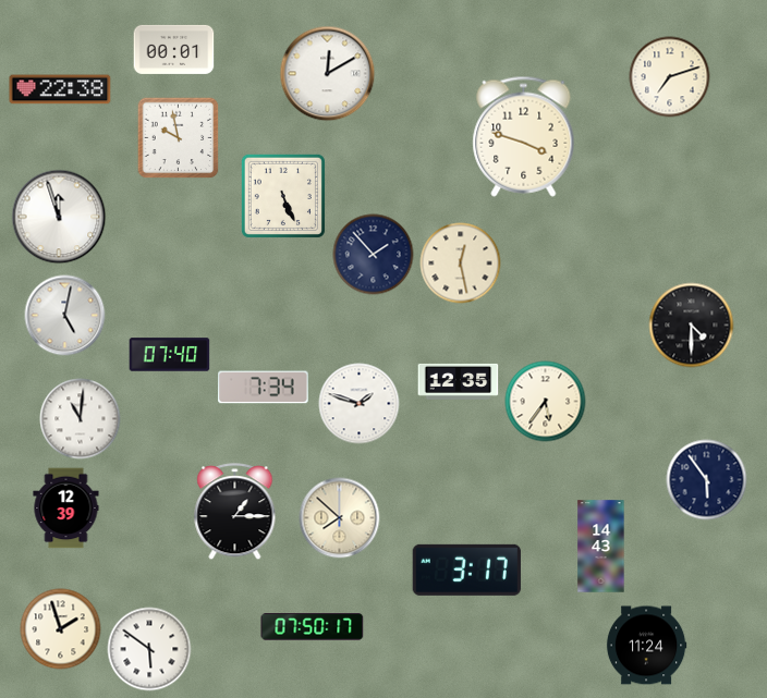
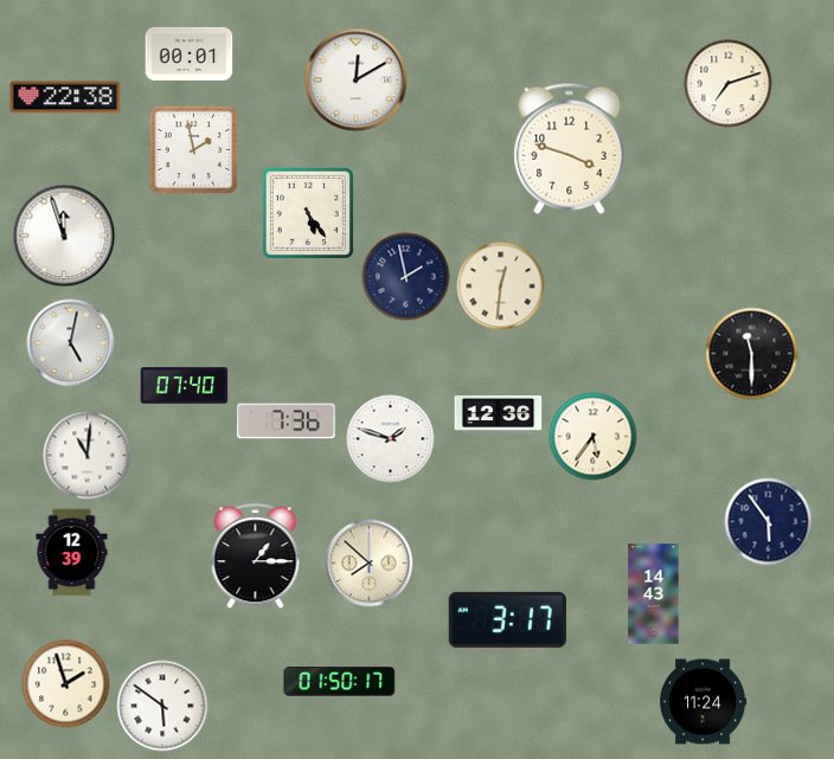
clock at (179, 138): 9:58 -> 1:58
clock at (283, 196): 5:26 -> 5:24
clock at (374, 255): 1:53 -> 1:58
clock at (461, 264): 12:28 -> 12:31
clock at (692, 326): 4:30 -> 11:30
clock at (459, 381): 12:35 -> 12:36
clock at (264, 388): 7:34 -> 7:36
clock at (313, 627): 07:50 -> 01:50
